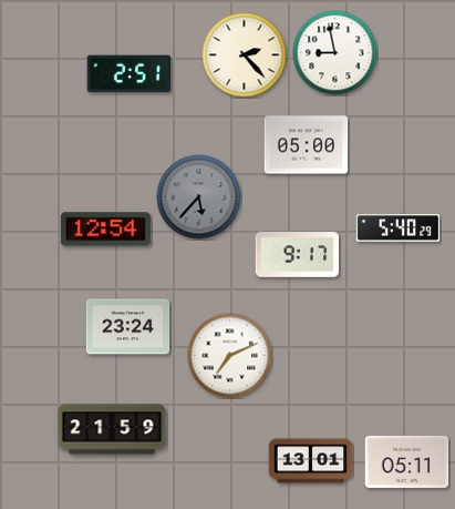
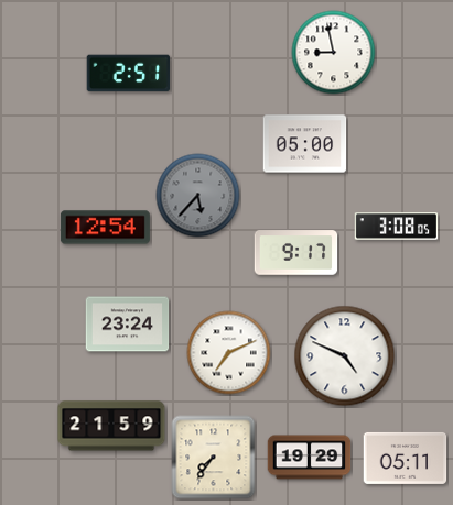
clock at (245, 55): 2:23 -> none
clock at (399, 228): 5:40 -> 3:08
clock at (345, 356): none -> 4:49
clock at (214, 458): none -> 7:36
clock at (311, 461): 13:01 -> 19:29
